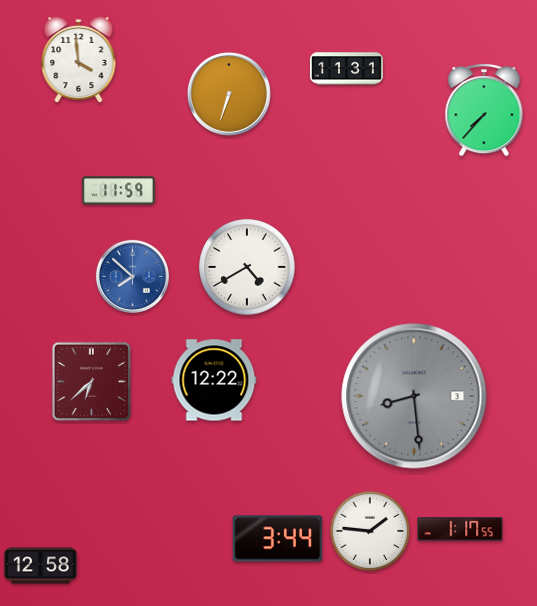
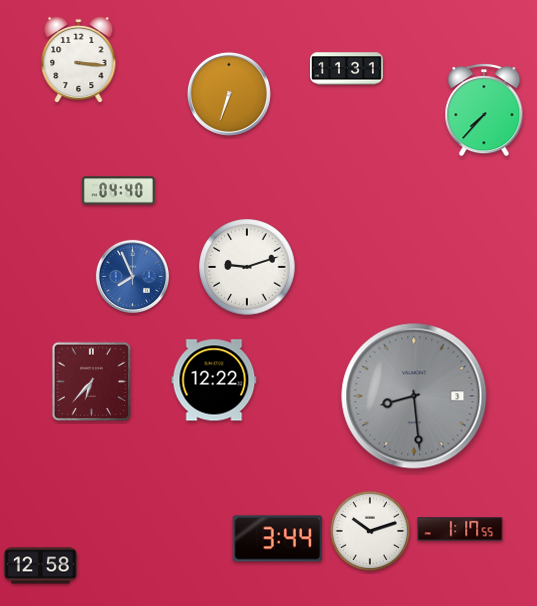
clock at (79, 60): 3:59 -> 3:16
clock at (118, 191): 11:59 -> 04:40
clock at (247, 267): 4:40 -> 9:12
clock at (132, 276): 7:52 -> 7:56
clock at (91, 381): 6:38 -> 6:37
clock at (370, 531): 1:46 -> 10:12
